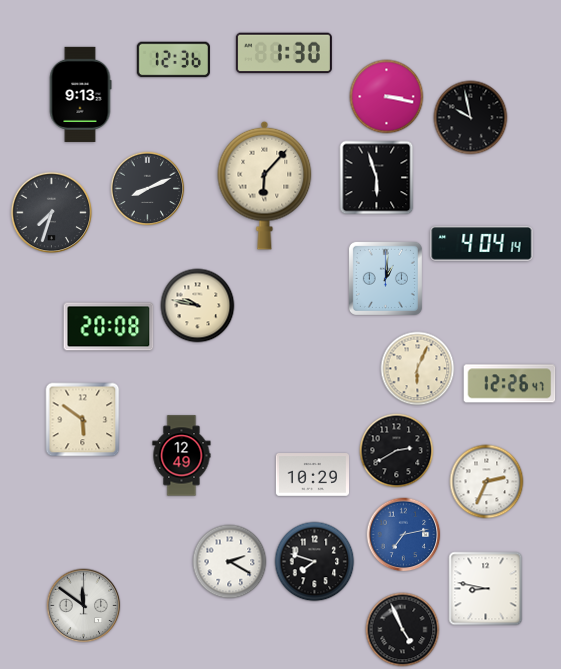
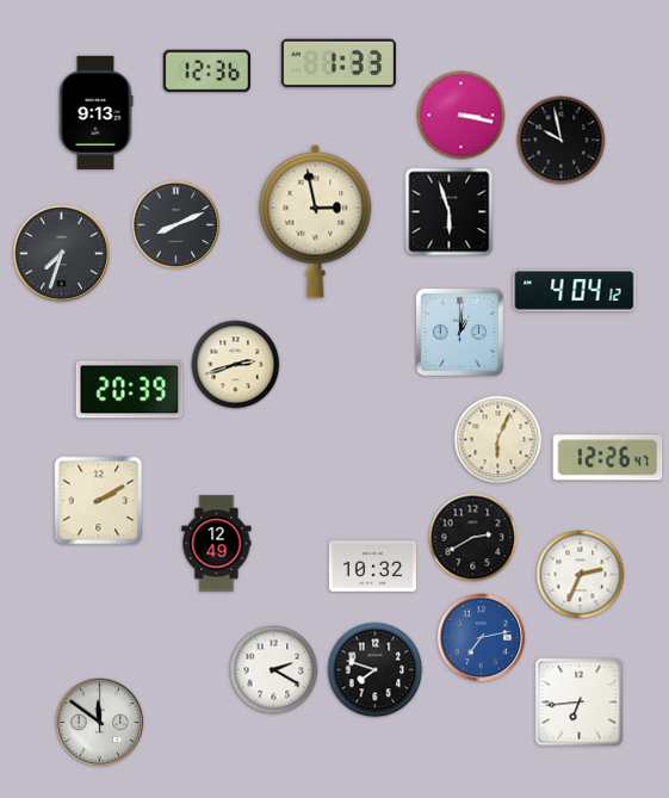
clock at (284, 53): 1:30 -> 1:33
clock at (265, 185): 6:07 -> 2:58
clock at (482, 244): 4:04:14 -> 4:04:12
clock at (198, 306): 9:47 -> 2:42
clock at (109, 327): 20:08 -> 20:39
clock at (83, 420): 5:51 -> 2:10
clock at (312, 475): 10:29 -> 10:32
clock at (486, 589): 8:47 -> 6:44
clock at (403, 630): 4:56 -> none
